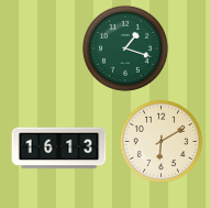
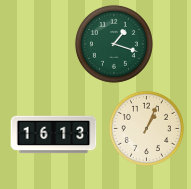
clock at (161, 141): 6:10 -> 1:04
